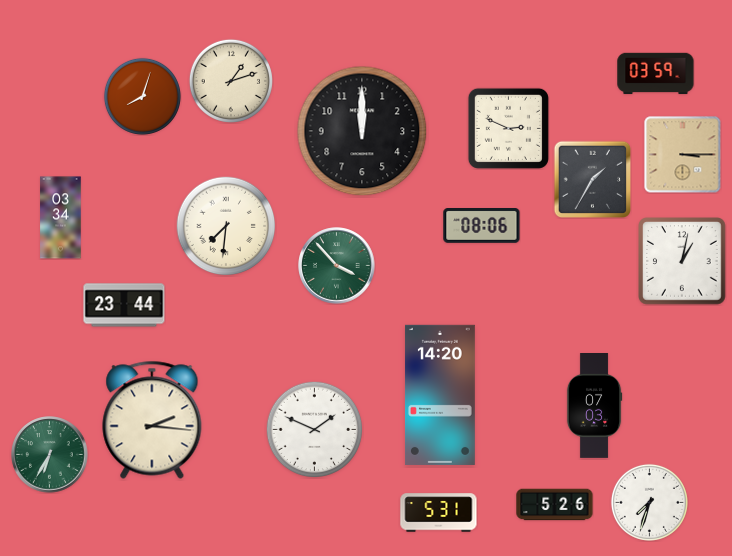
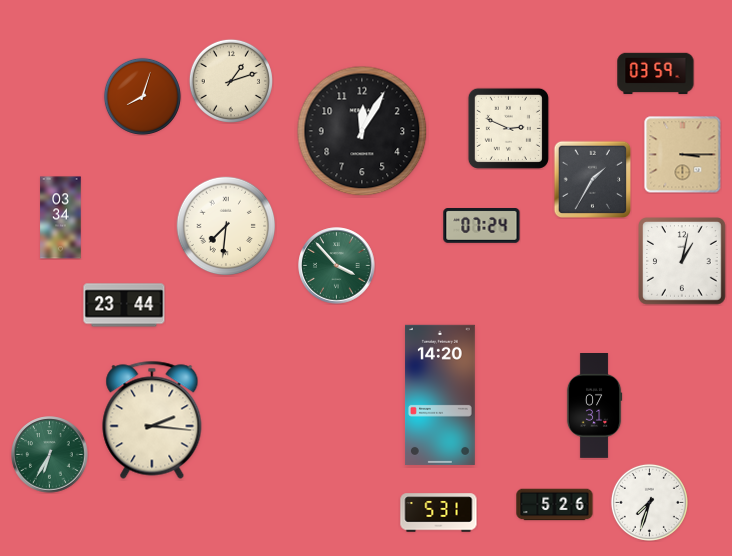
clock at (362, 131): 12:00 -> 12:05
clock at (482, 226): 08:06 -> 07:24
clock at (594, 406): 07:03 -> 07:31
clock at (314, 429): 1:49 -> none
